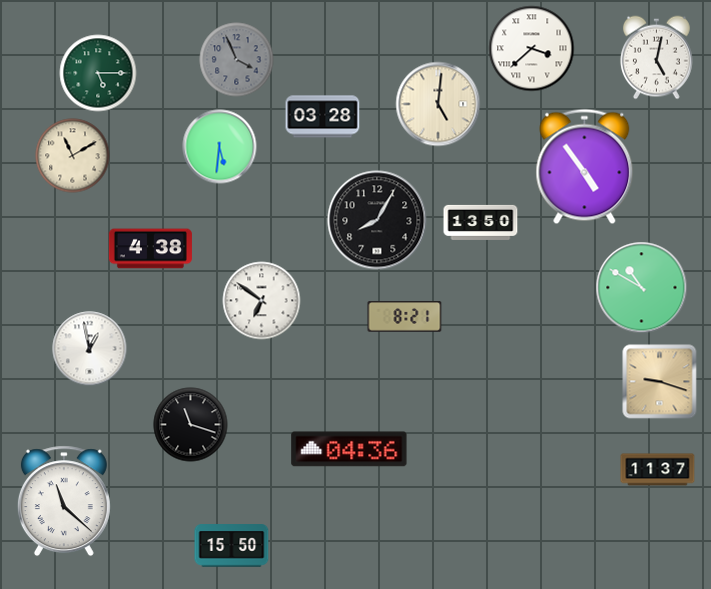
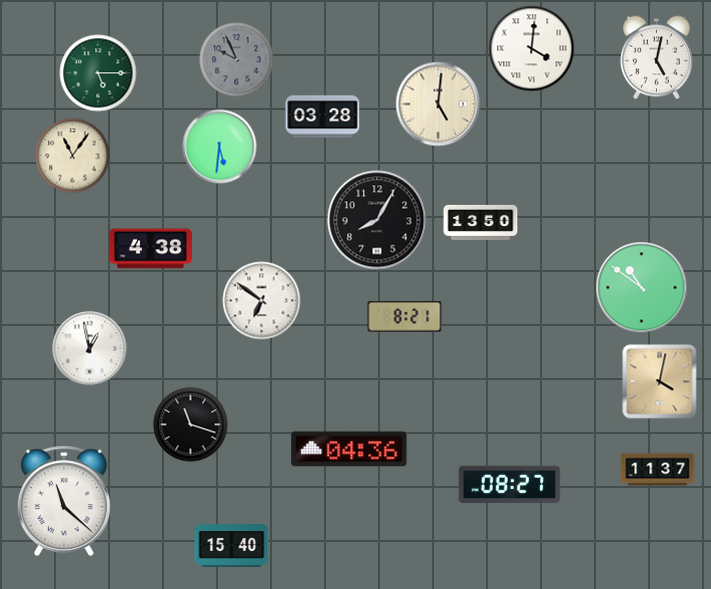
clock at (532, 49): 3:38 -> 4:01
clock at (237, 60): 3:56 -> 9:56
clock at (73, 156): 11:10 -> 11:06
clock at (585, 167): 4:54 -> none
clock at (642, 288): 10:50 -> 10:51
clock at (660, 382): 9:18 -> 4:02
clock at (510, 485): none -> 08:27
clock at (232, 546): 15:50 -> 15:40
